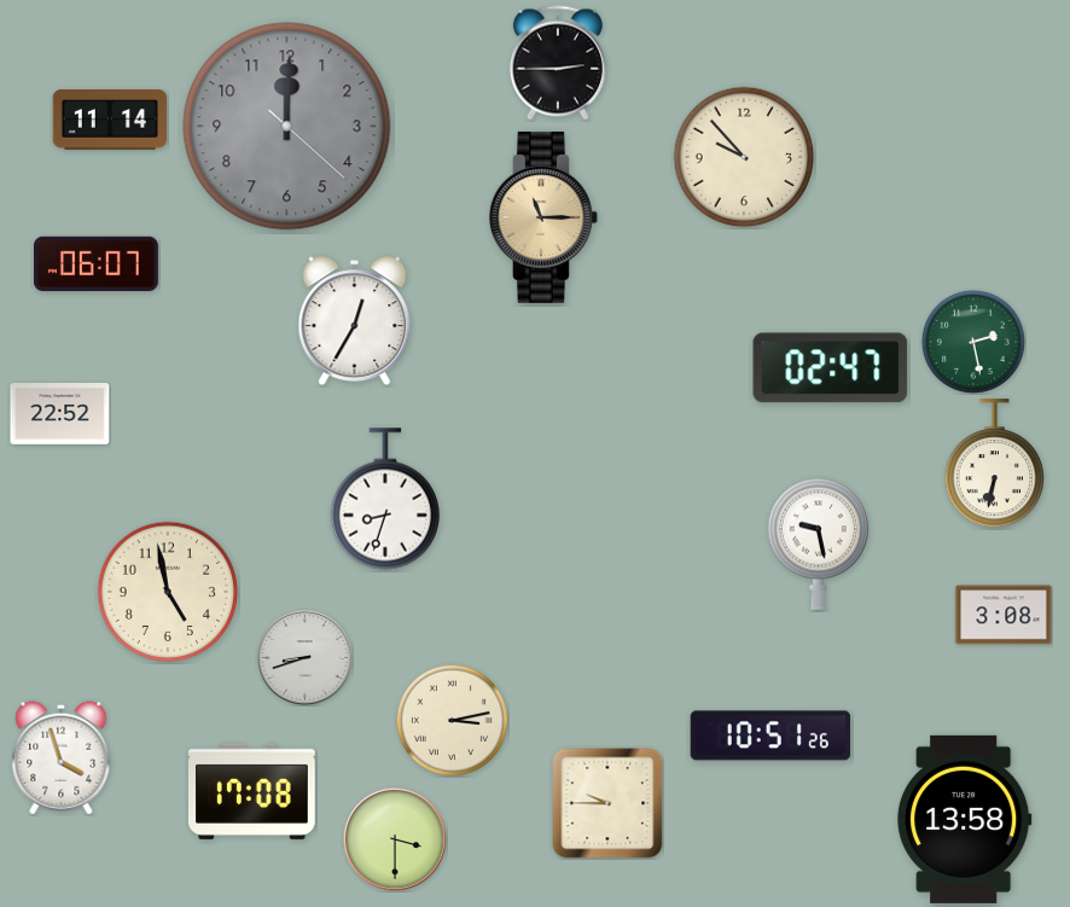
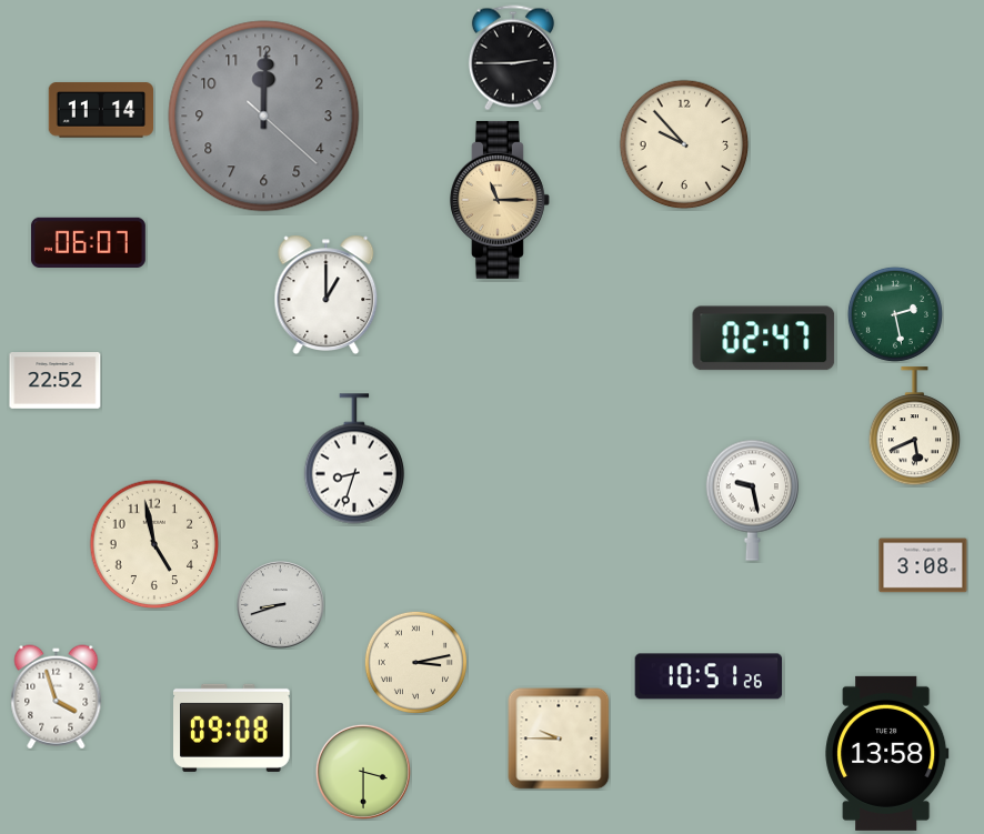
clock at (355, 320): 12:35 -> 1:00
clock at (994, 464): 6:32 -> 5:41
clock at (252, 791): 17:08 -> 09:08
